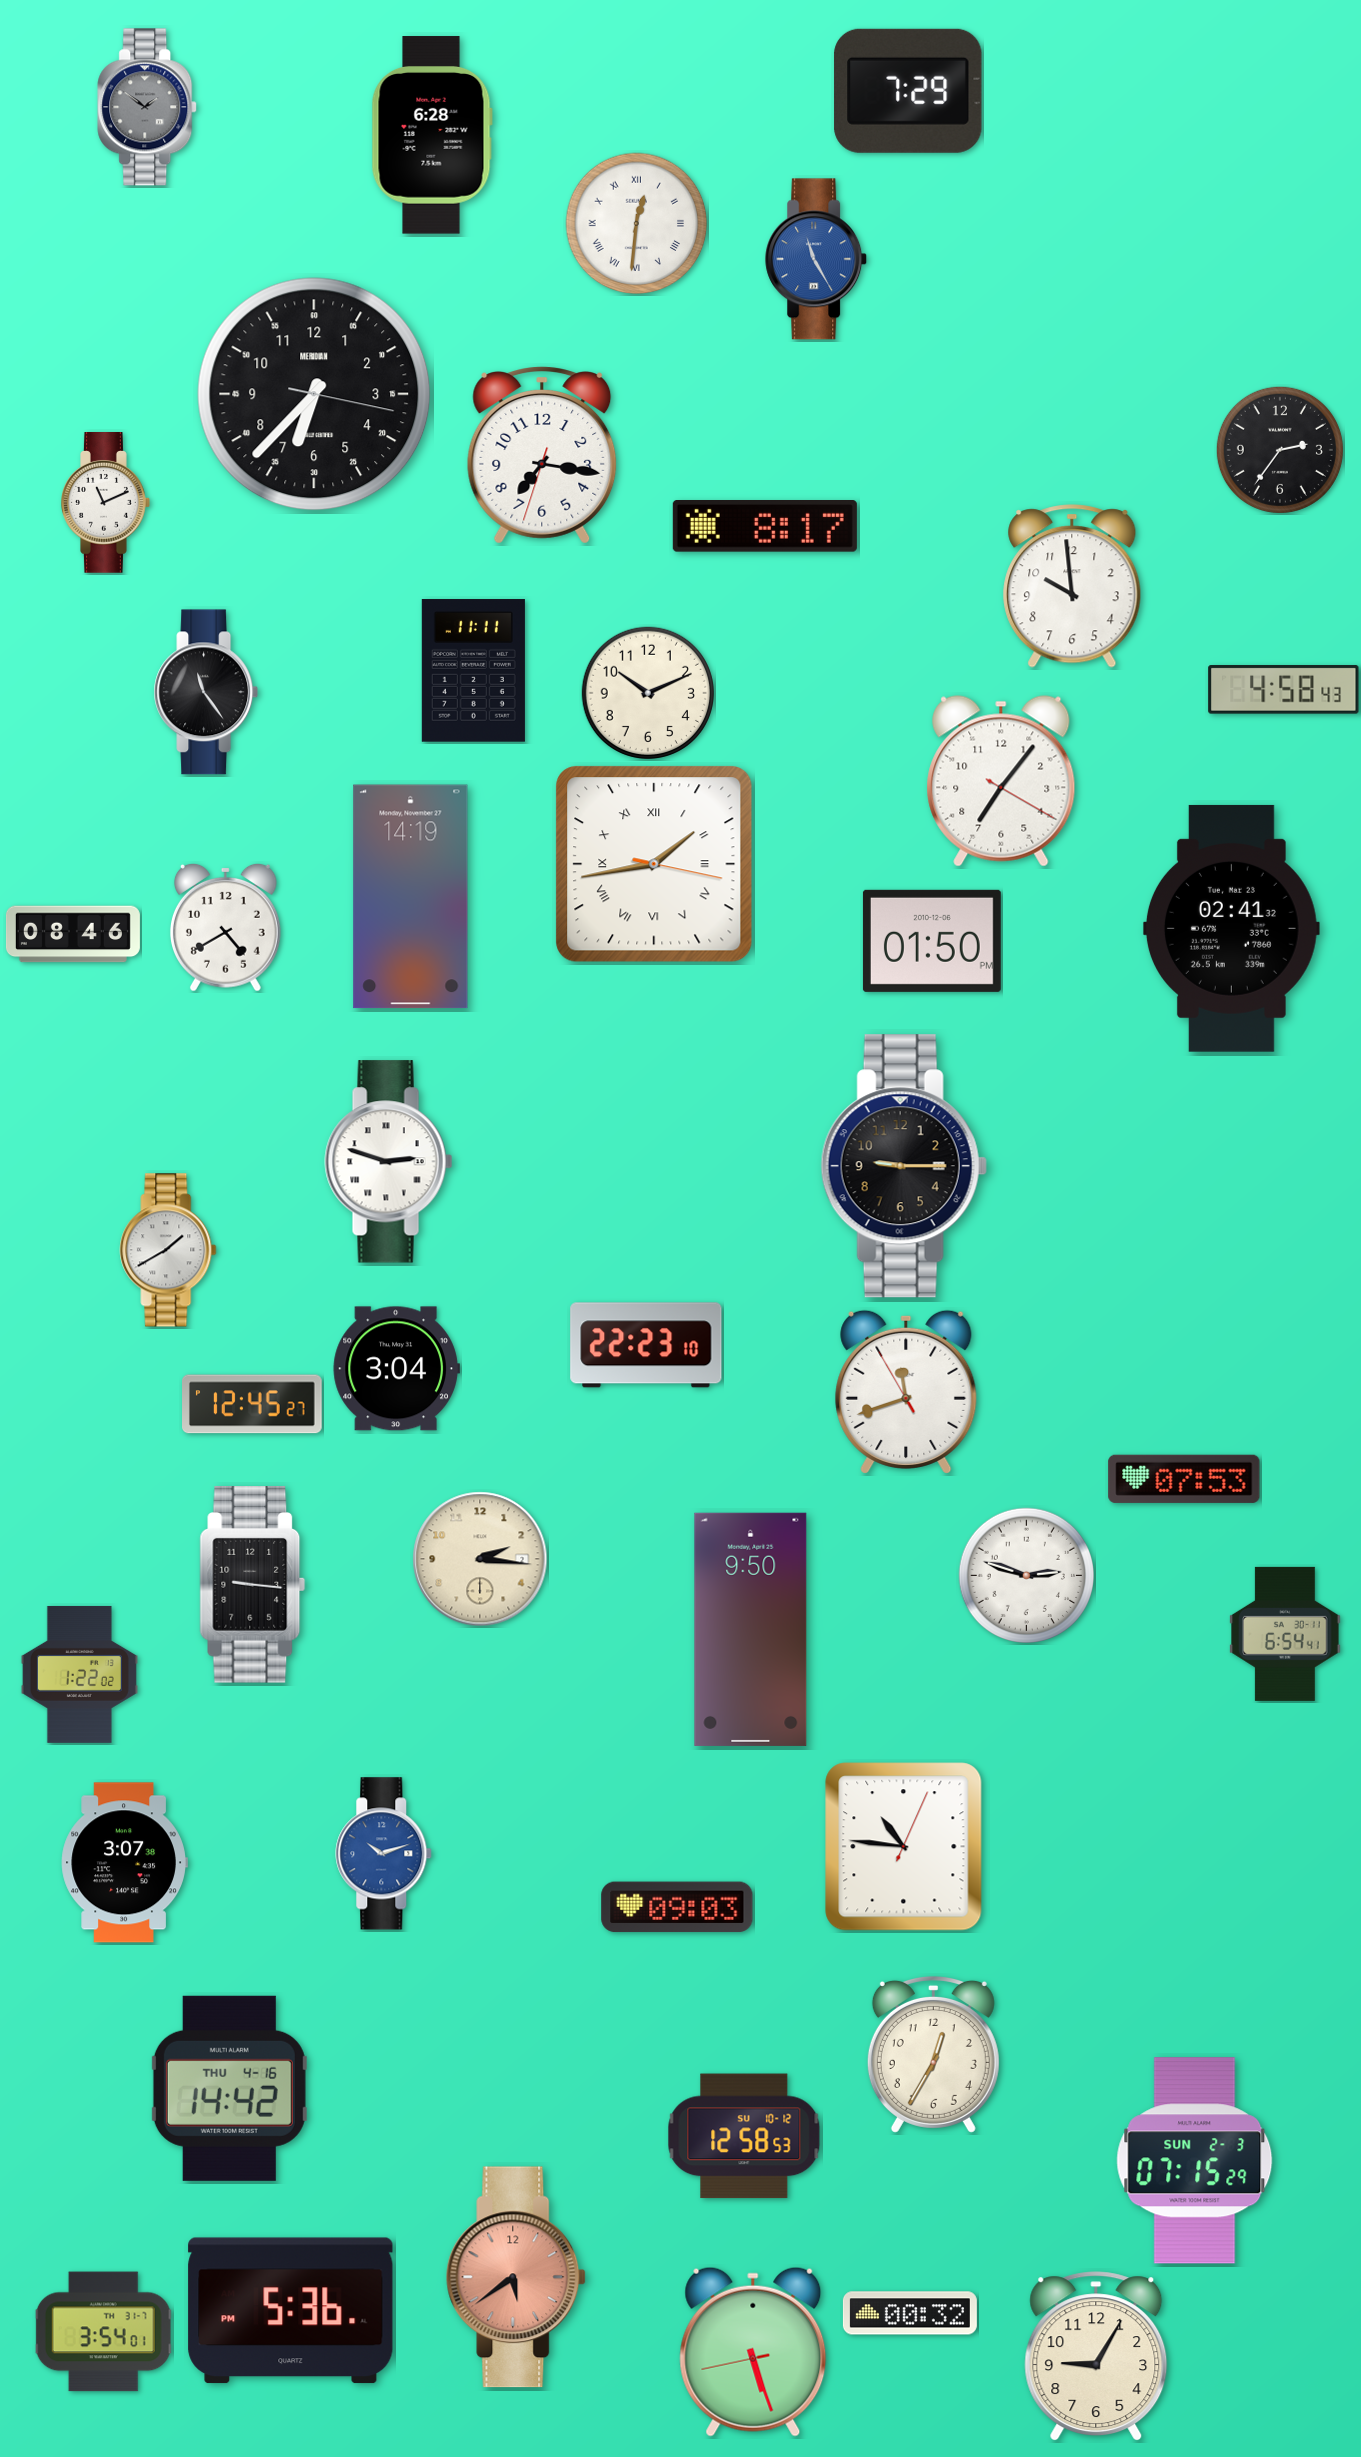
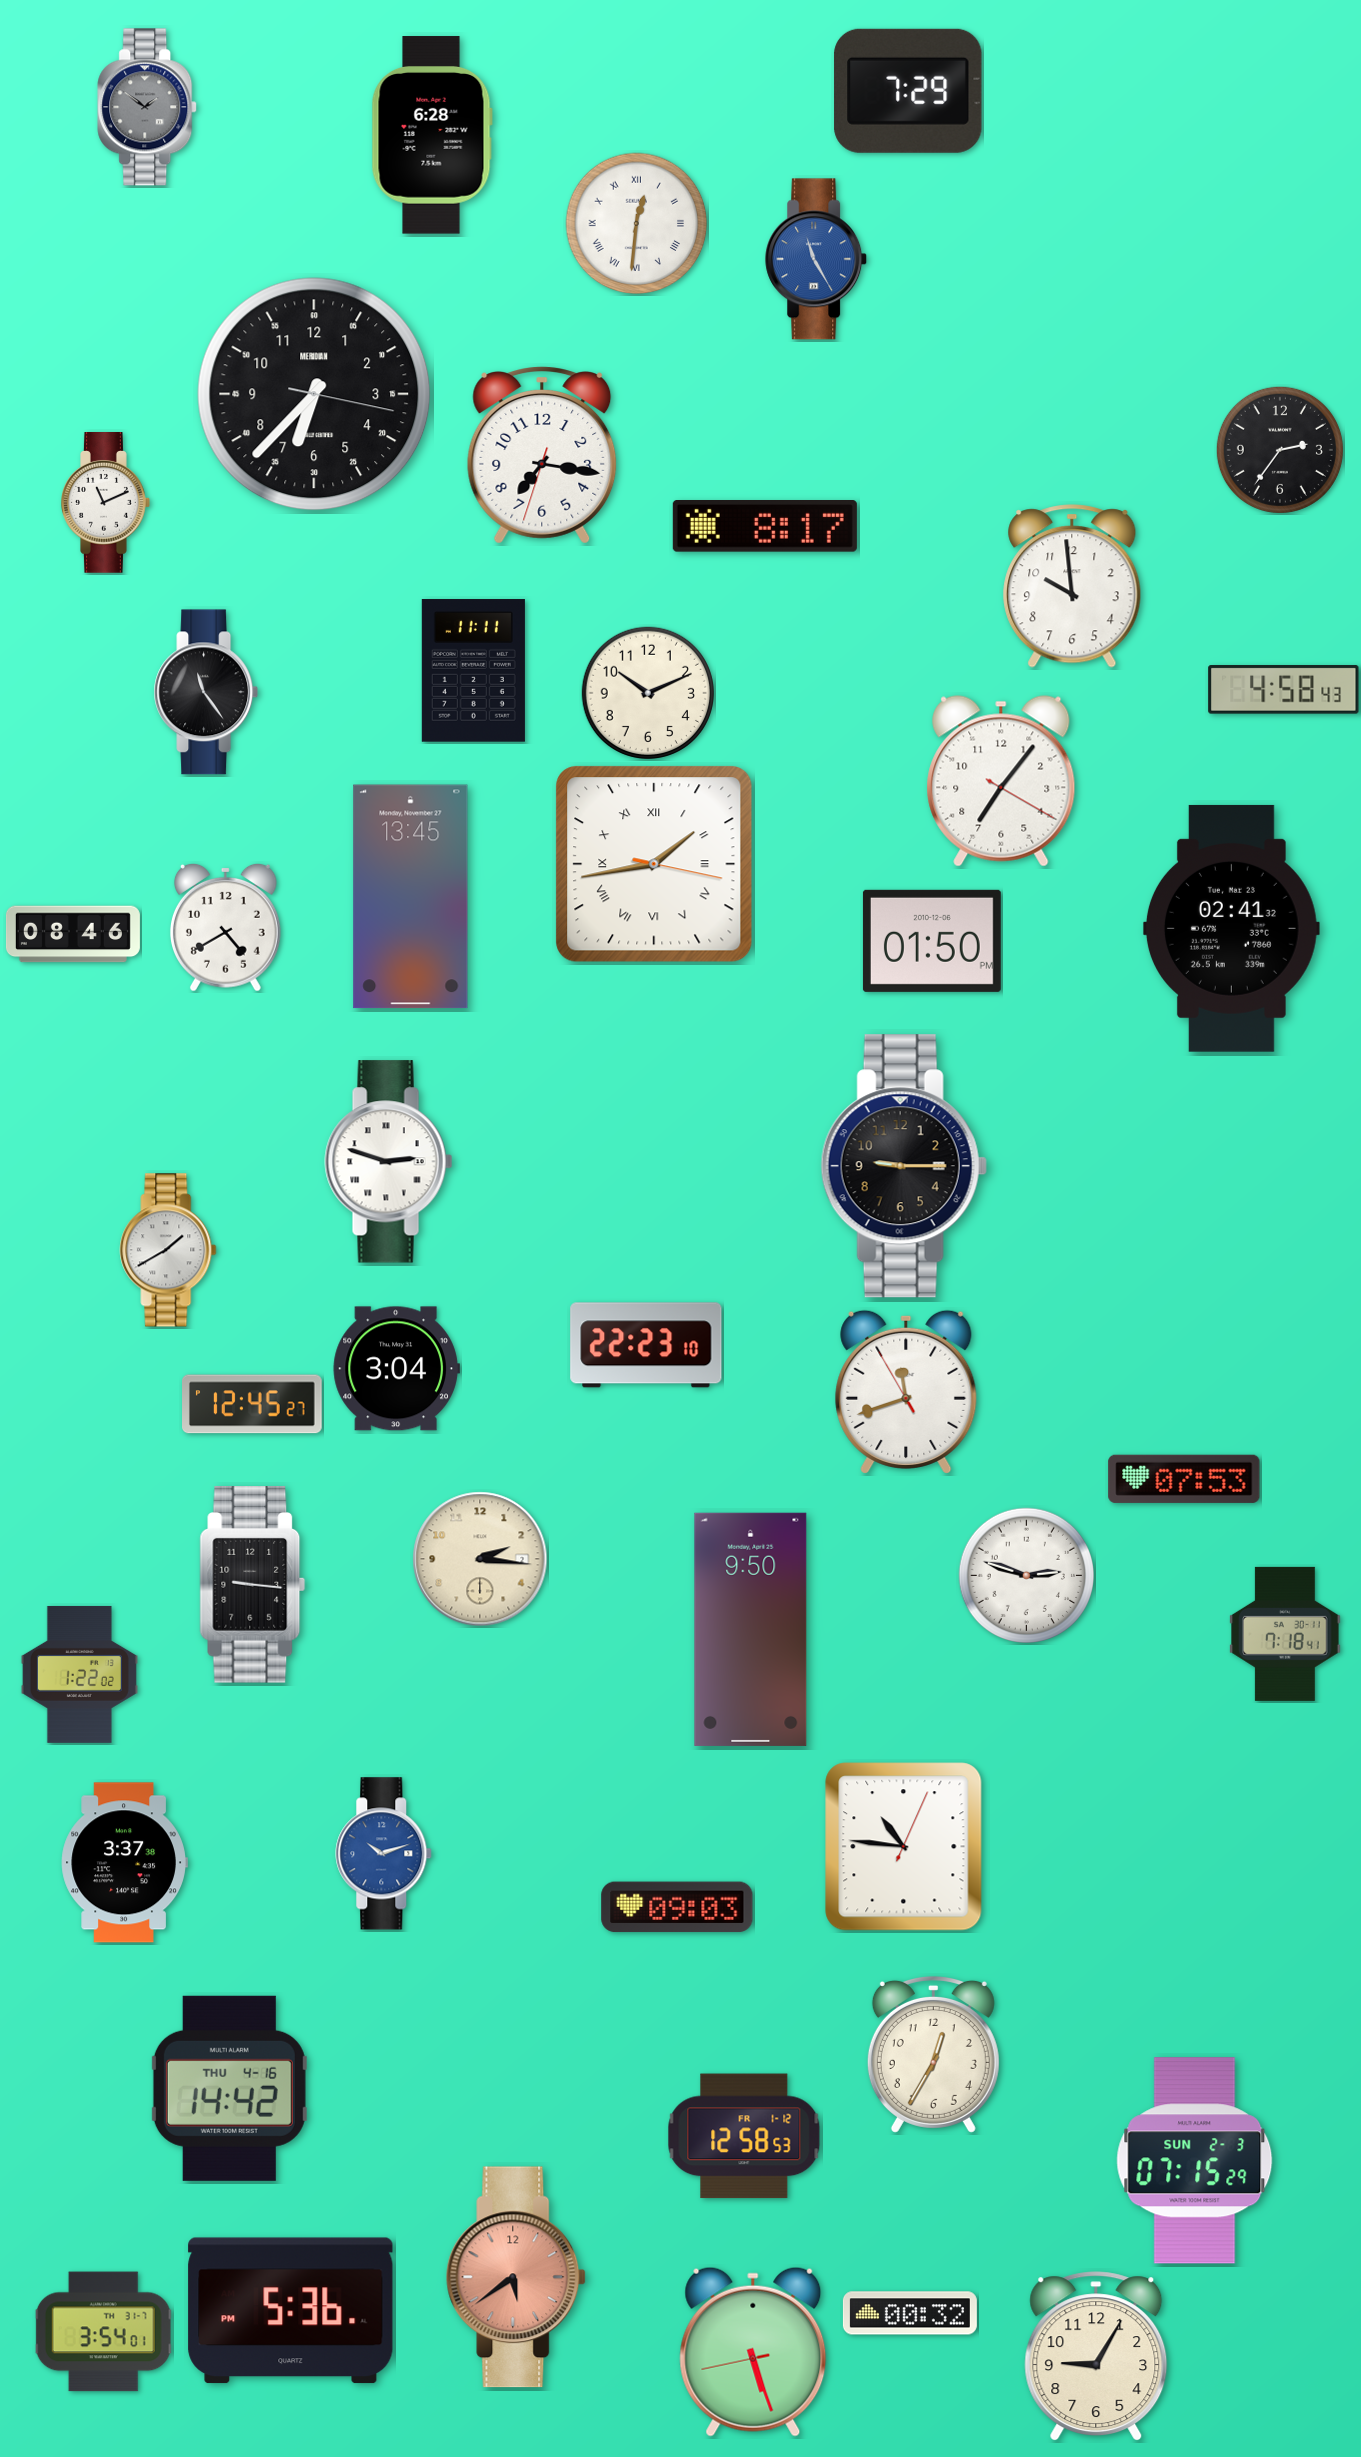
clock at (411, 897): 14:19 -> 13:45
clock at (1285, 1634): 6:54 -> 7:18
clock at (124, 1863): 3:07 -> 3:37
clock at (744, 2136) date: SU 10-12 -> FR 1-12
